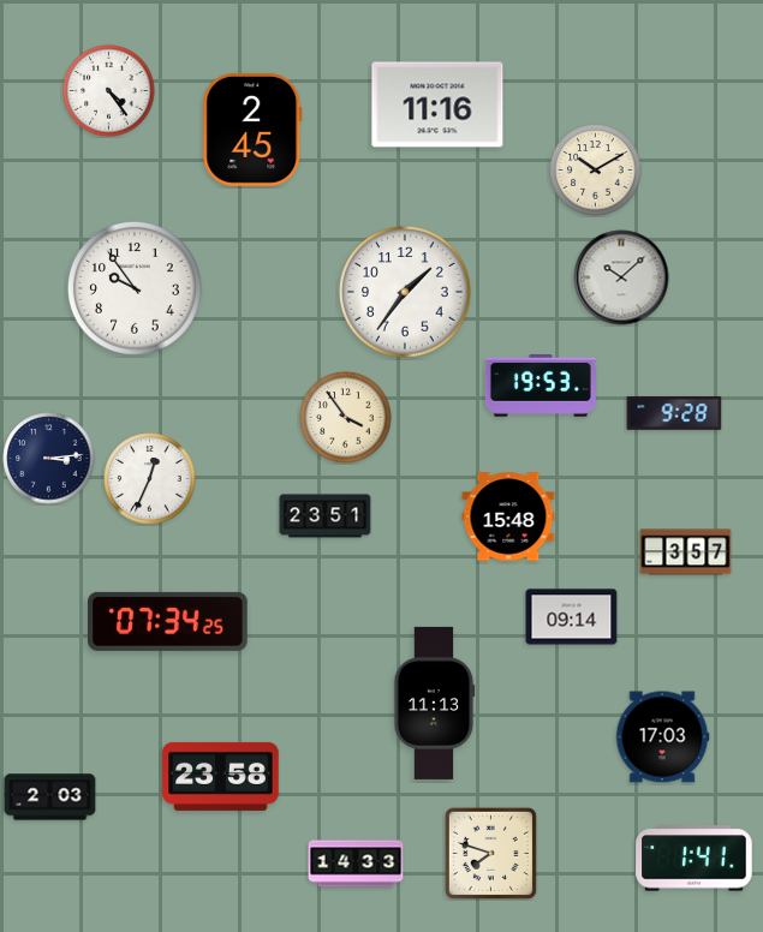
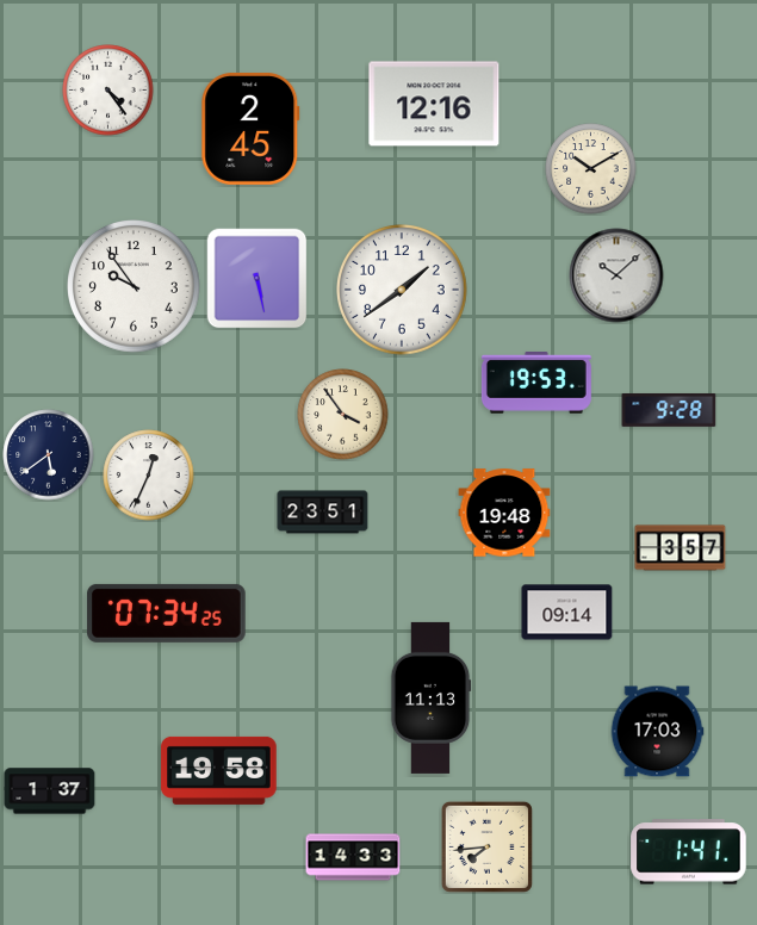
clock at (437, 104): 11:16 -> 12:16
clock at (256, 278): none -> 5:28
clock at (406, 293): 1:36 -> 1:39
clock at (49, 459): 3:14 -> 5:39
clock at (508, 516): 15:48 -> 19:48
clock at (168, 621) position: (168, 621) -> (167, 613)
clock at (221, 776): 23:58 -> 19:58
clock at (50, 797): 2:03 -> 1:37
clock at (490, 853): 7:48 -> 7:44
